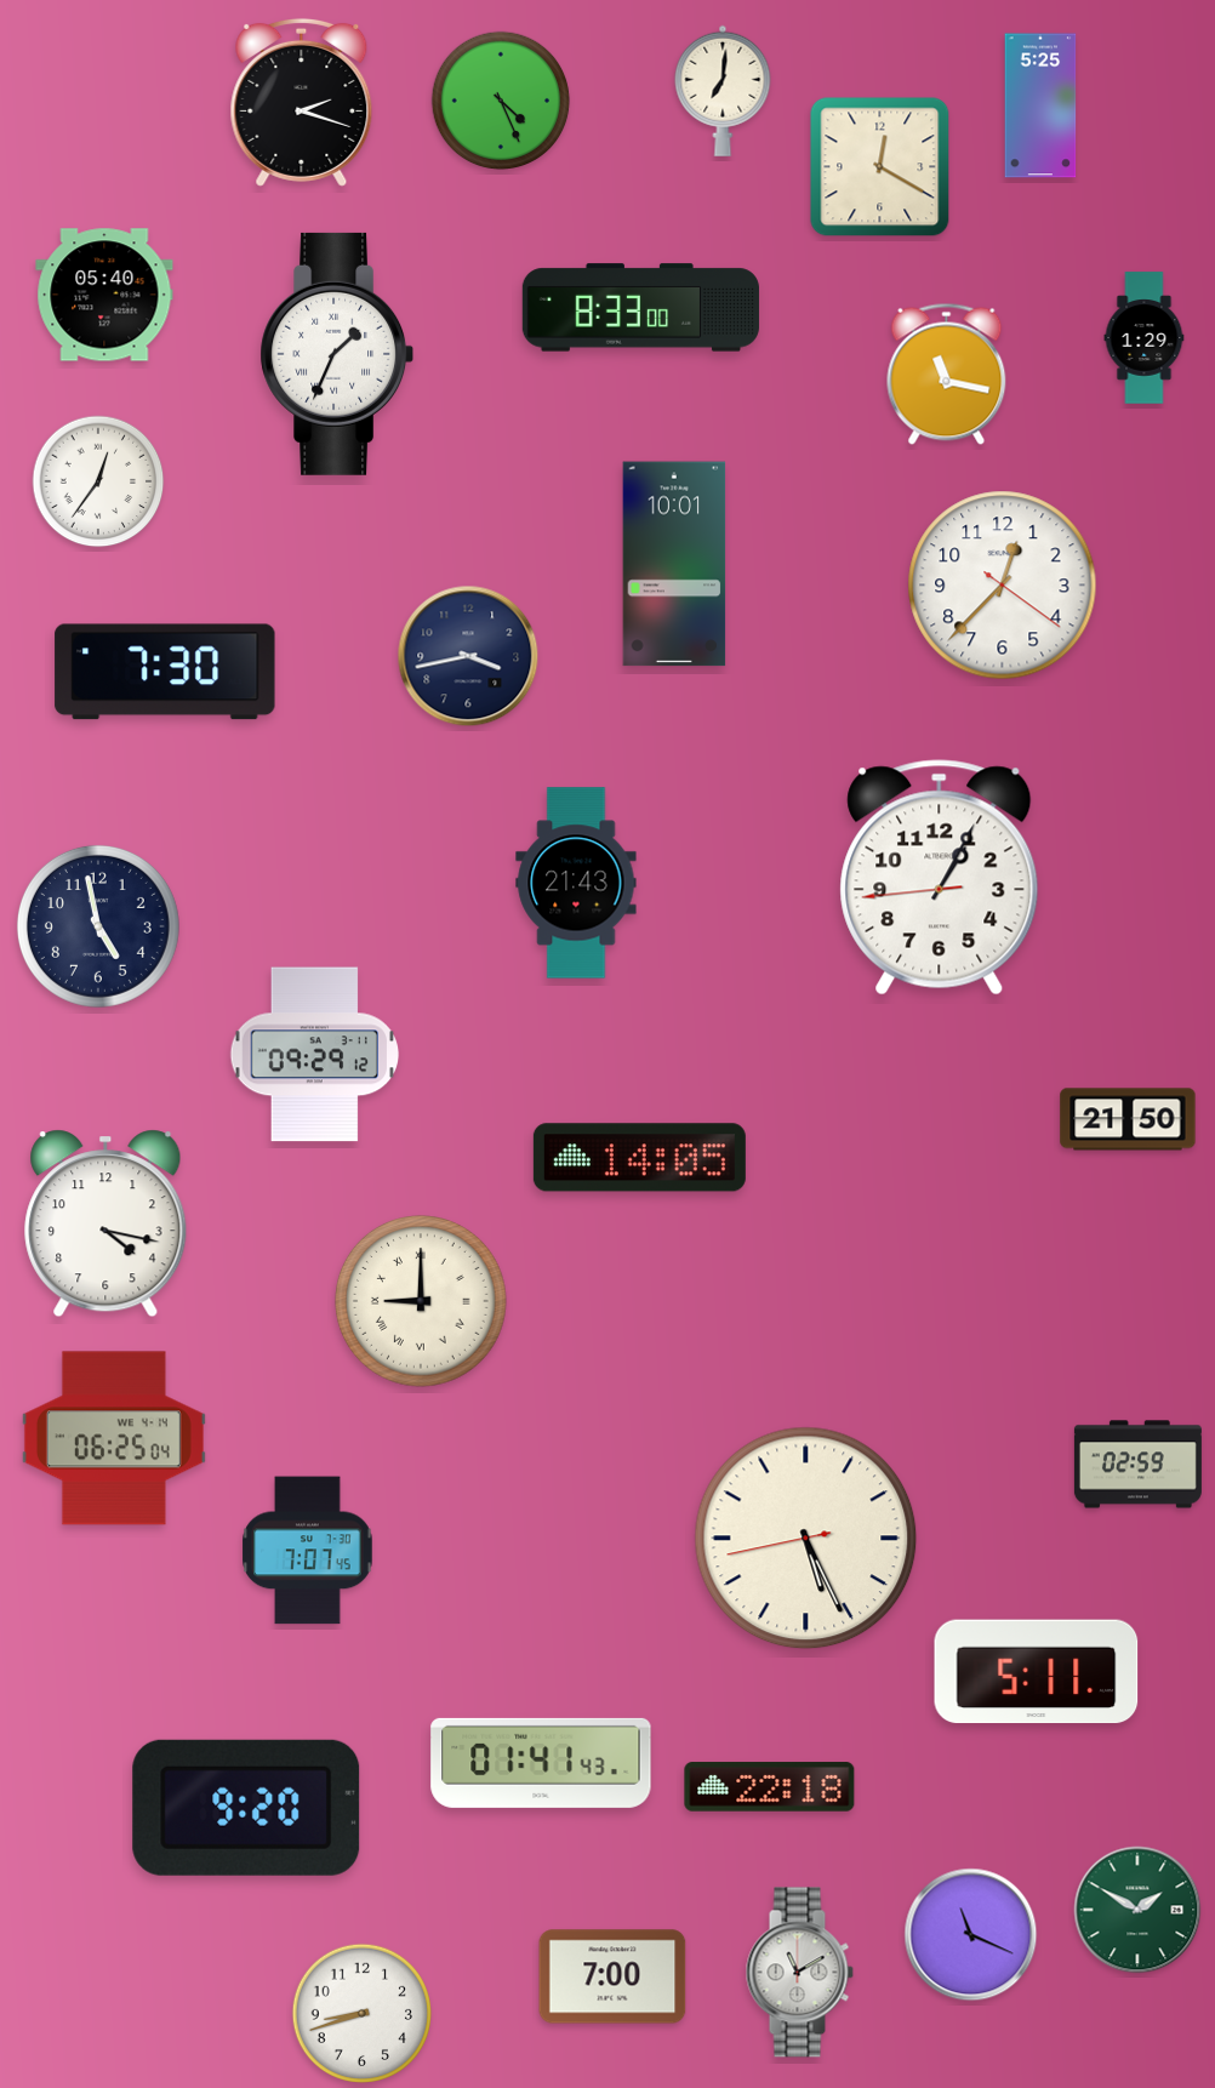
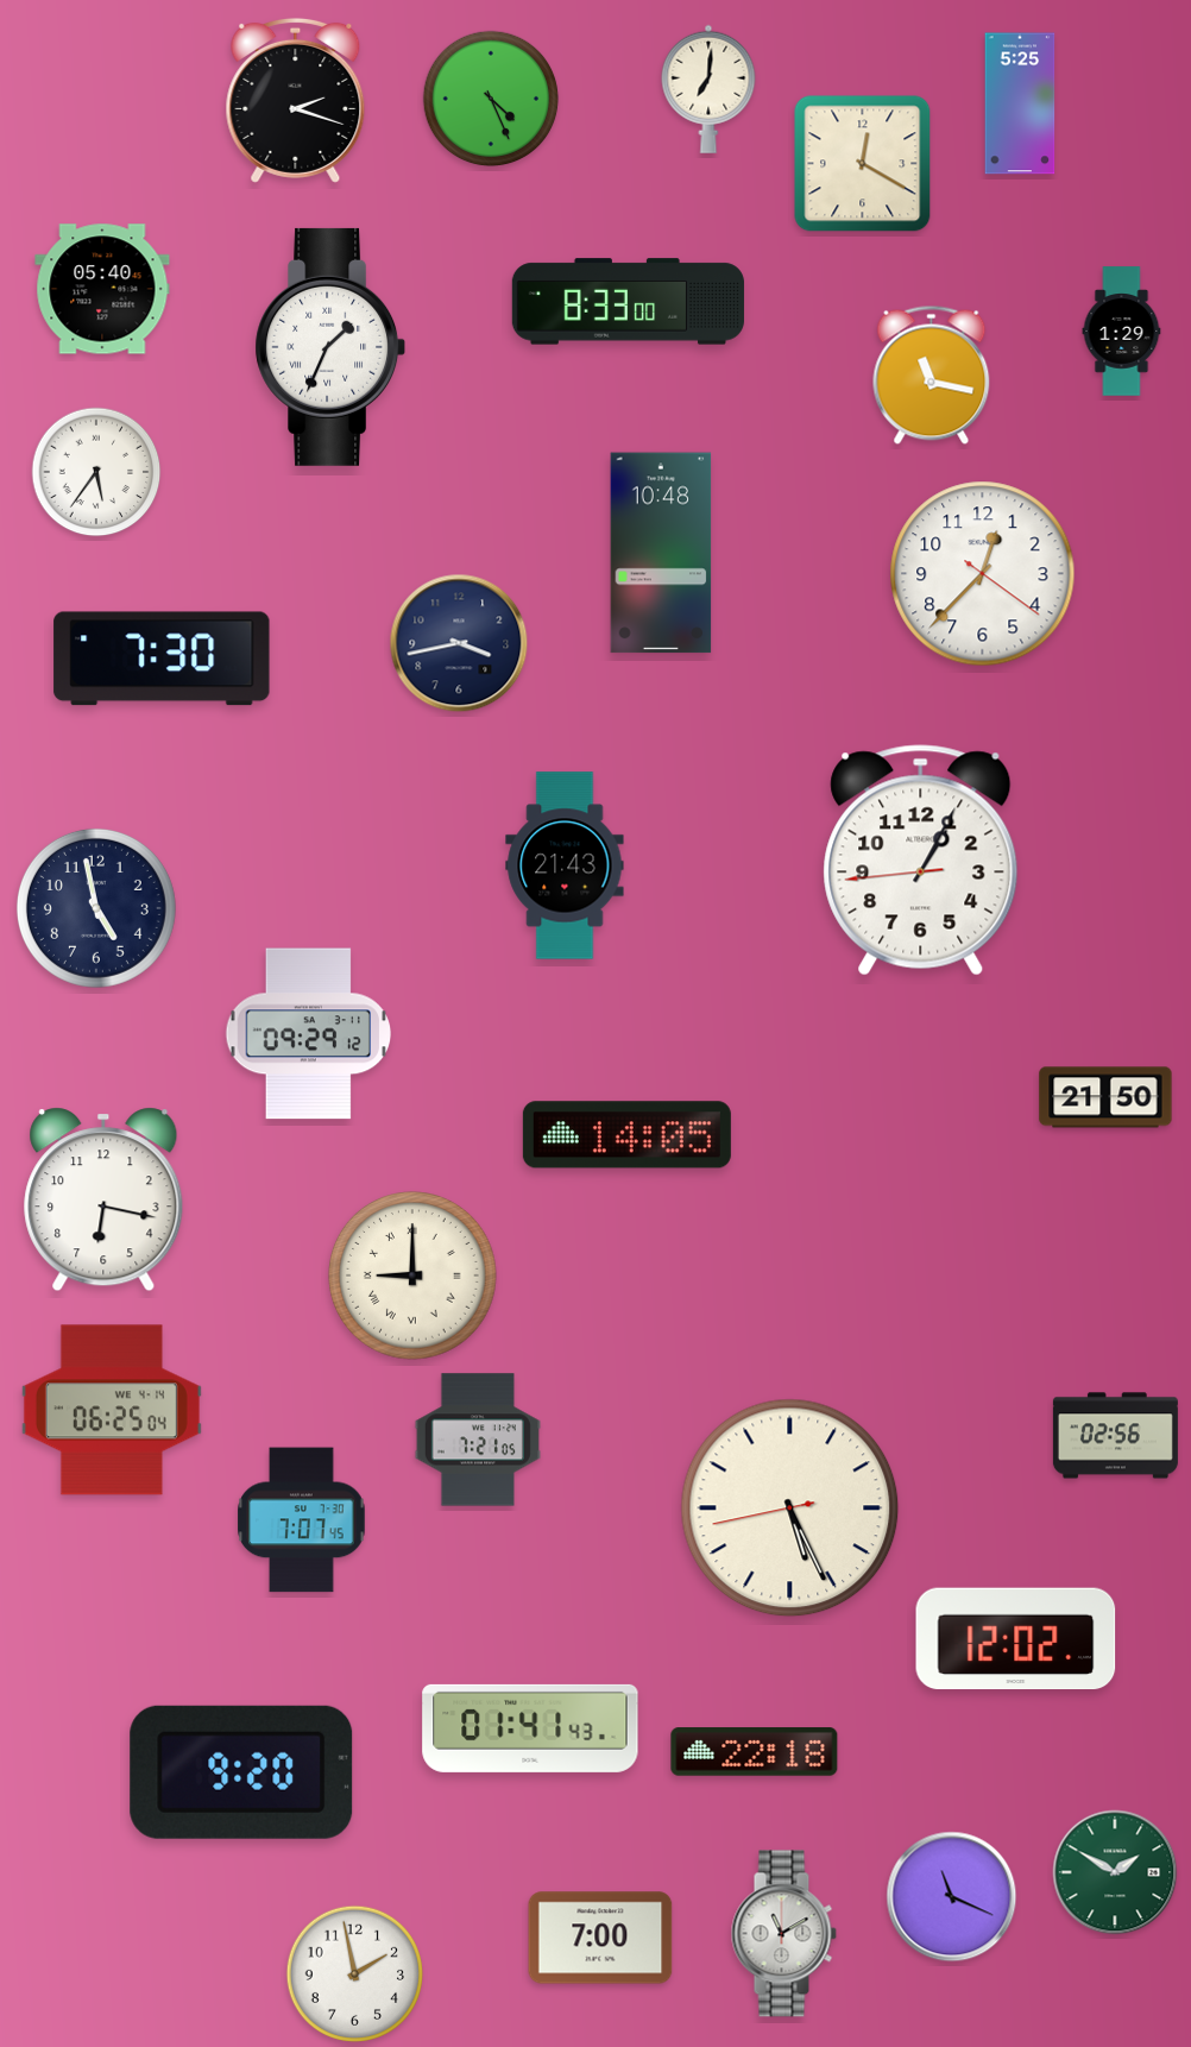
clock at (947, 373) position: (947, 373) -> (932, 374)
clock at (98, 481): 12:36 -> 5:36
clock at (674, 564): 10:01 -> 10:48
clock at (105, 1223): 4:17 -> 6:17
clock at (1137, 1465): 02:59 -> 02:56
clock at (478, 1440): none -> 7:21
clock at (1037, 1672): 5:11 -> 12:02
clock at (363, 2014): 8:42 -> 1:58
